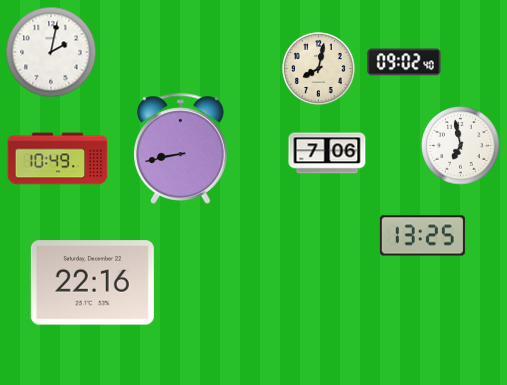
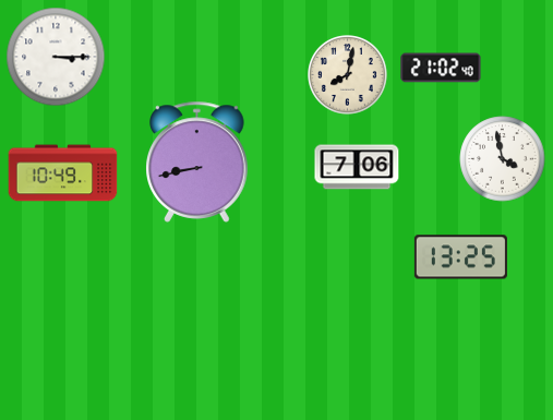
clock at (51, 52): 2:02 -> 3:15
clock at (404, 62): 09:02 -> 21:02
clock at (461, 146): 6:58 -> 3:58
clock at (92, 283): 22:16 -> none
